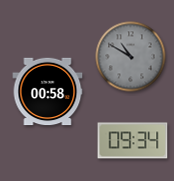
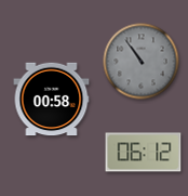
clock at (131, 57): 10:50 -> 10:54
clock at (133, 141): 09:34 -> 06:12
